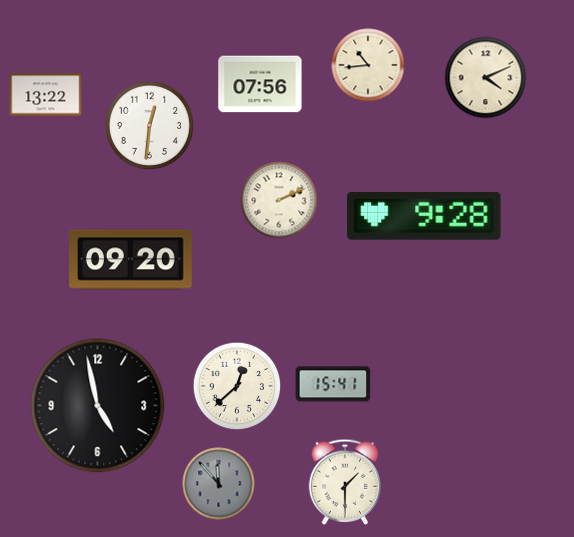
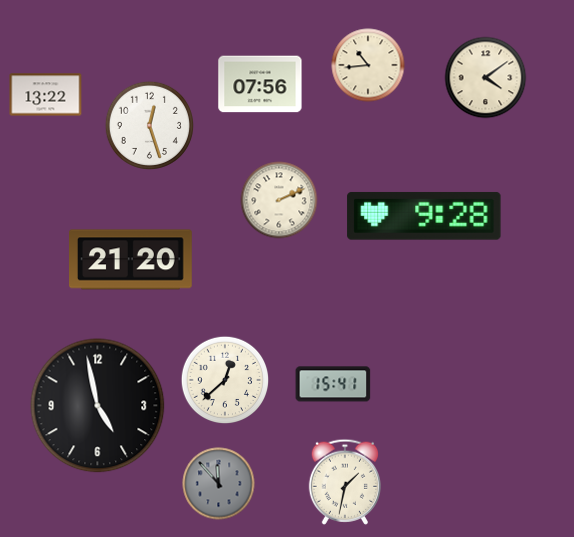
clock at (486, 78): 4:11 -> 4:09
clock at (149, 125): 12:31 -> 12:27
clock at (131, 260): 09:20 -> 21:20
clock at (237, 386) position: (237, 386) -> (225, 380)
clock at (345, 482): 1:30 -> 1:32
